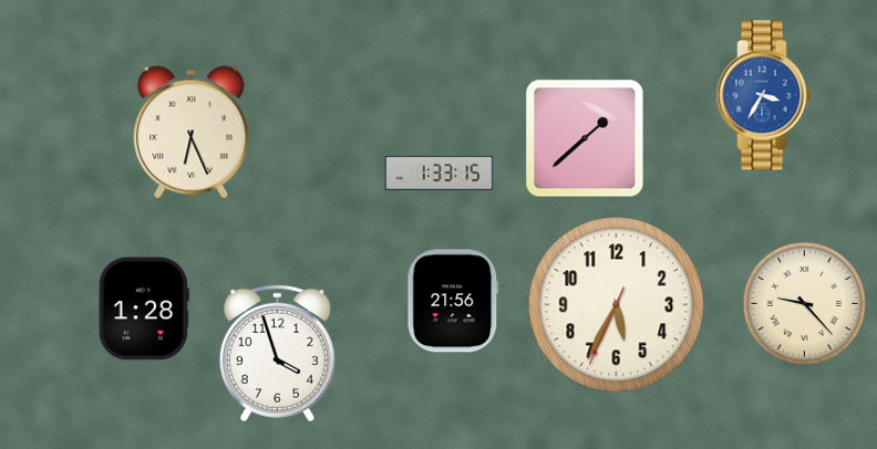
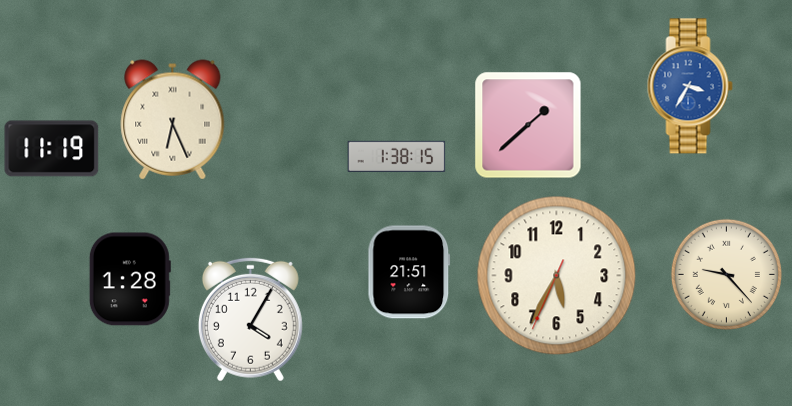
clock at (52, 149): none -> 11:19
clock at (440, 173): 1:33 -> 1:38
clock at (453, 301): 21:56 -> 21:51
clock at (277, 353): 3:57 -> 4:05
